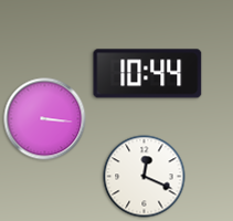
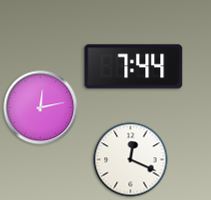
clock at (148, 74): 10:44 -> 7:44
clock at (45, 119): 3:16 -> 12:13
